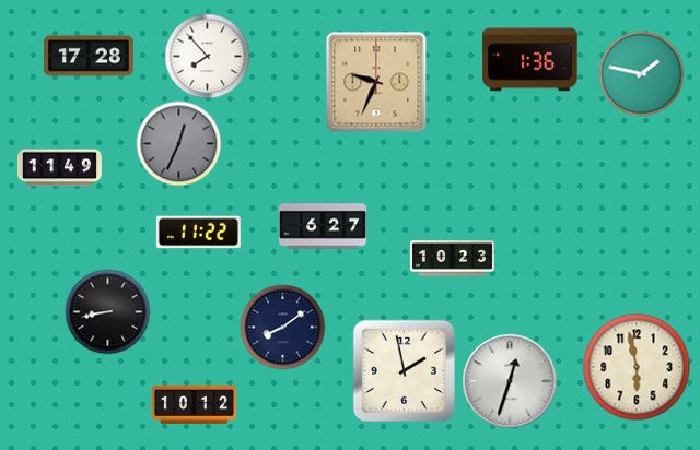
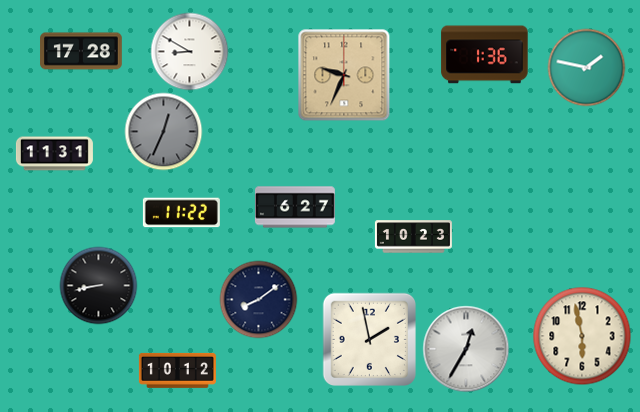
clock at (207, 56): 7:53 -> 8:50
clock at (59, 168): 11:49 -> 11:31
clock at (510, 381): 12:33 -> 12:35
